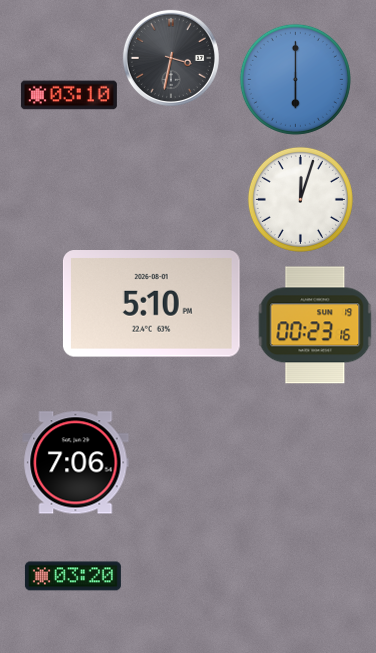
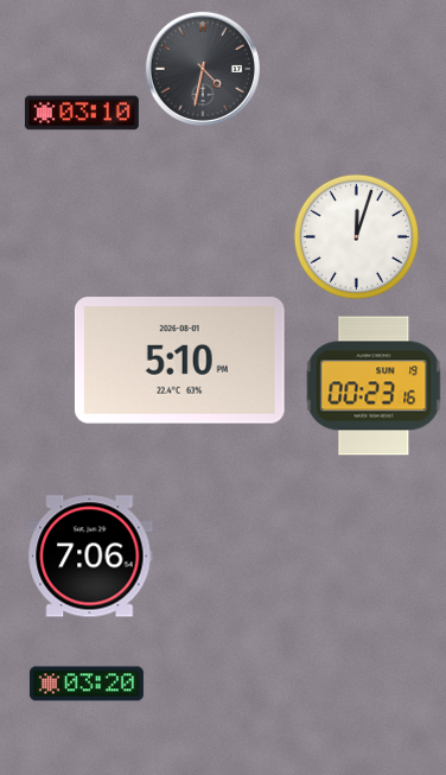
clock at (171, 58): 3:32 -> 4:32
clock at (295, 79): 6:00 -> none
clock at (76, 463) position: (76, 463) -> (90, 557)
